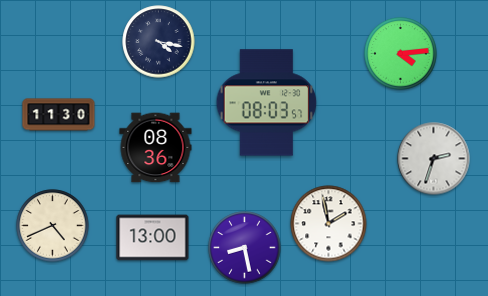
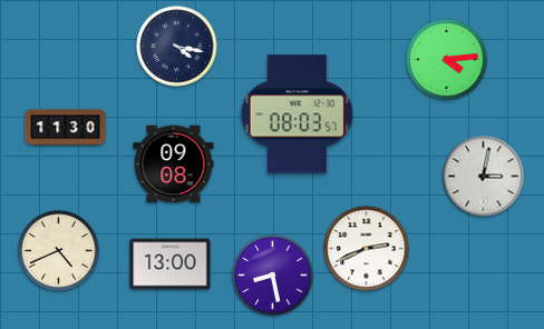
clock at (156, 148): 08:36 -> 09:08
clock at (434, 159): 2:33 -> 3:02
clock at (329, 224): 1:58 -> 2:41
